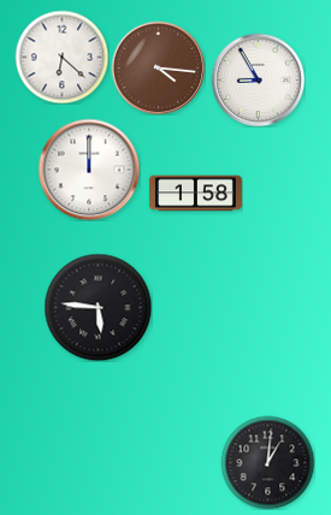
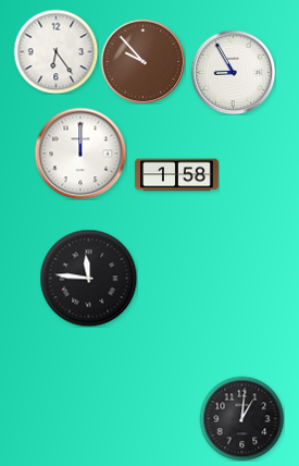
clock at (61, 57): 6:22 -> 6:24
clock at (158, 67): 4:16 -> 9:53
clock at (97, 307): 5:46 -> 11:46
